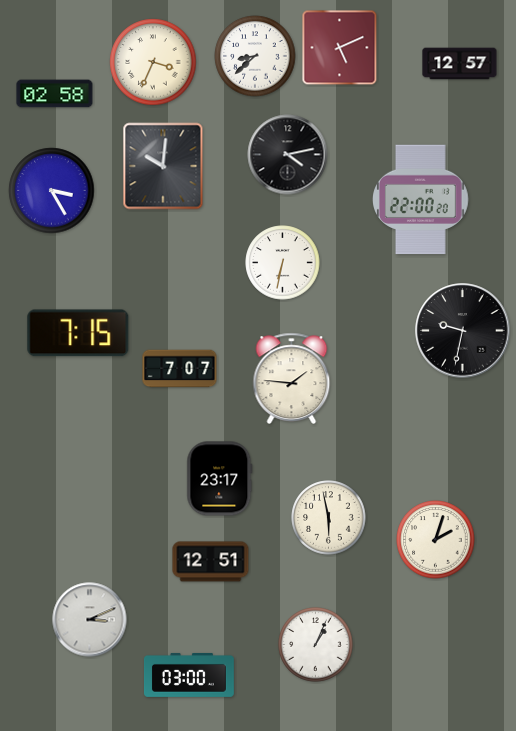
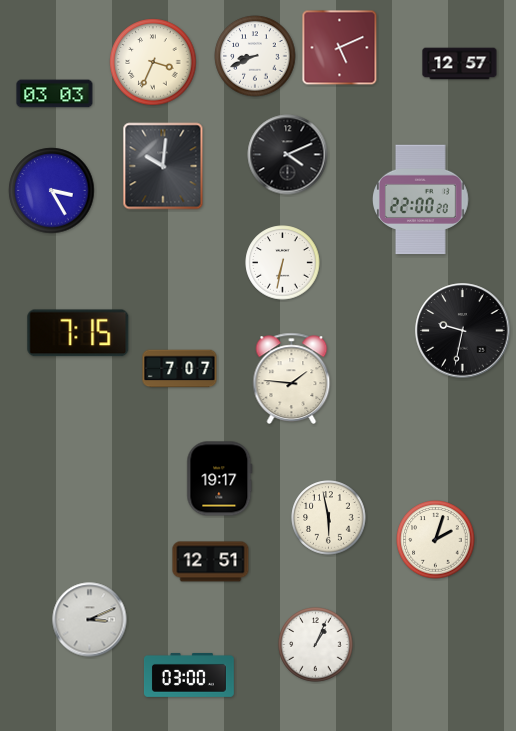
clock at (255, 56): 8:38 -> 8:41
clock at (55, 94): 02:58 -> 03:03
clock at (288, 155): 4:13 -> 4:11
clock at (220, 479): 23:17 -> 19:17
